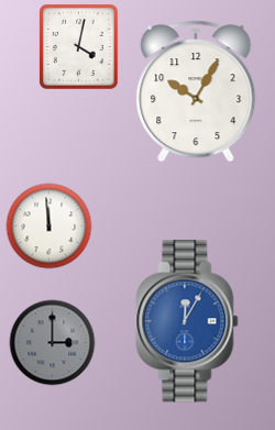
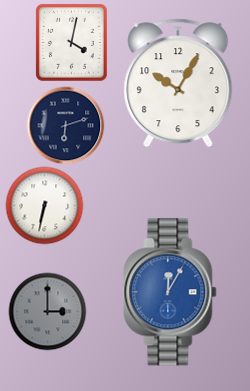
clock at (65, 125): none -> 6:12
clock at (48, 225): 11:59 -> 6:32
